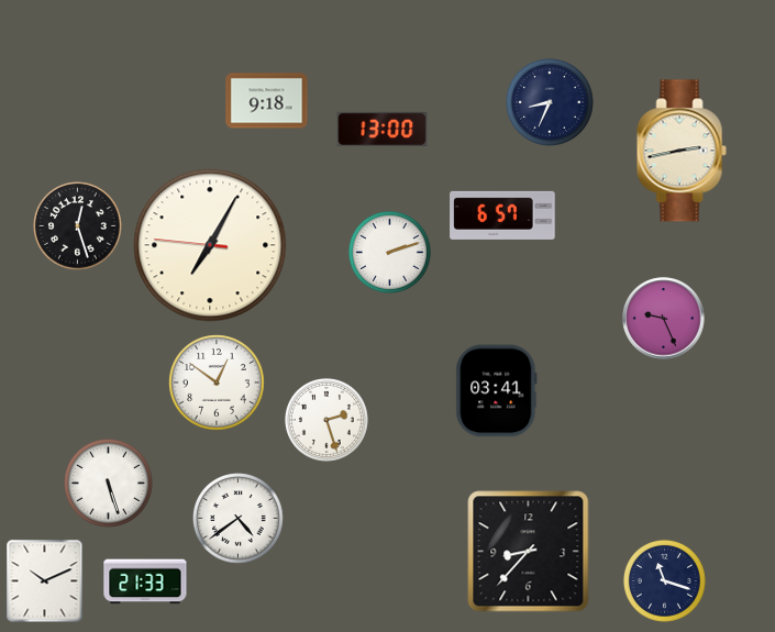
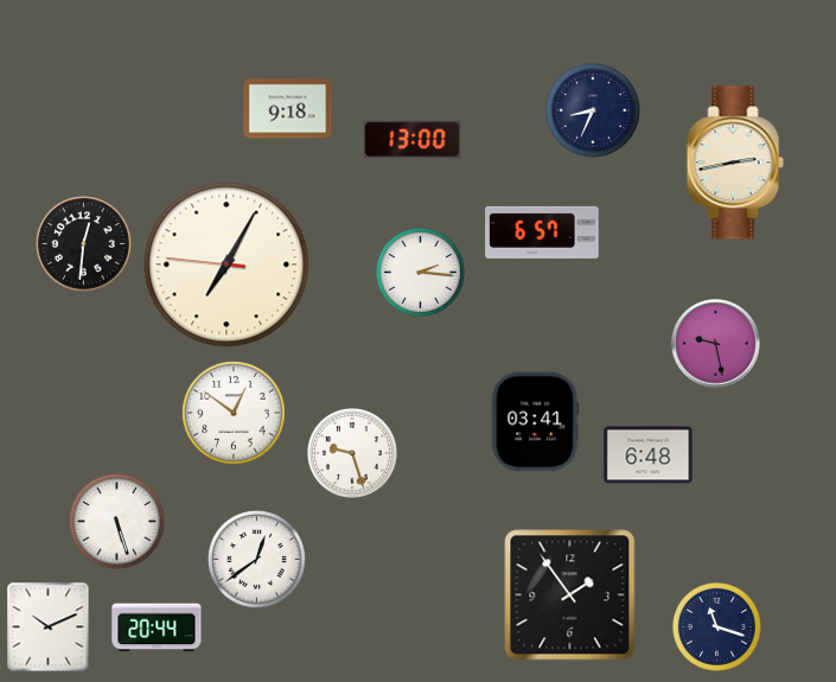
clock at (78, 226): 12:27 -> 12:31
clock at (389, 252): 2:12 -> 2:16
clock at (664, 319): 9:26 -> 9:28
clock at (326, 420): 2:27 -> 9:27
clock at (649, 455): none -> 6:48
clock at (239, 519): 4:39 -> 12:39
clock at (529, 552): 8:37 -> 1:54
clock at (145, 581): 21:33 -> 20:44
